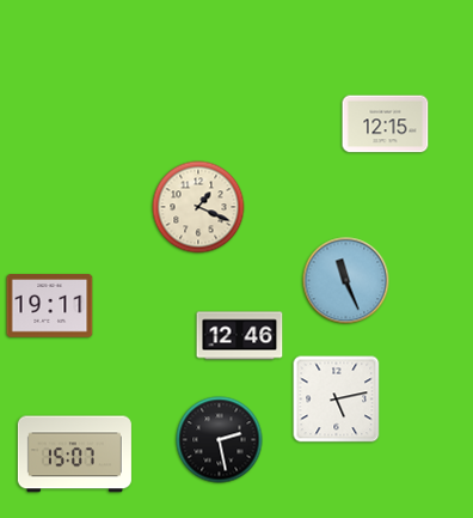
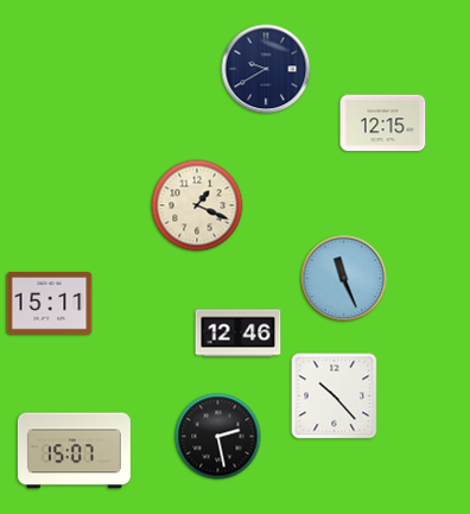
clock at (266, 69): none -> 9:40
clock at (50, 306): 19:11 -> 15:11
clock at (337, 400): 5:13 -> 10:23
